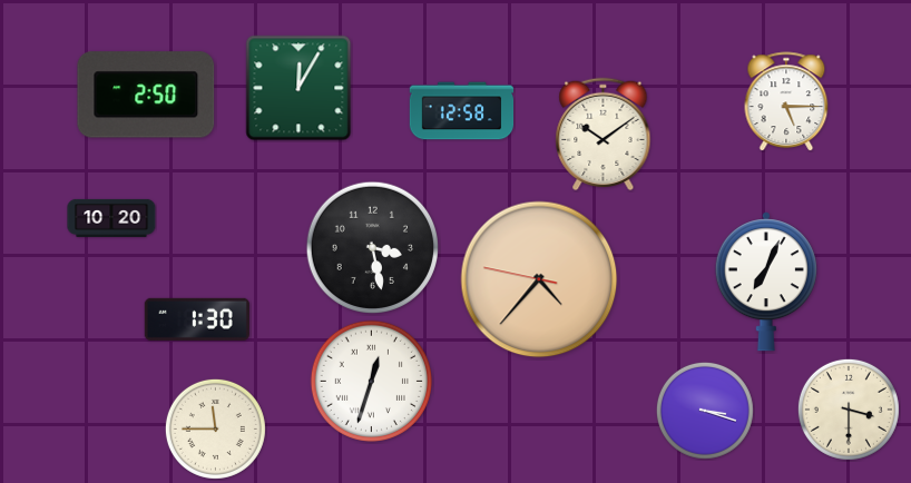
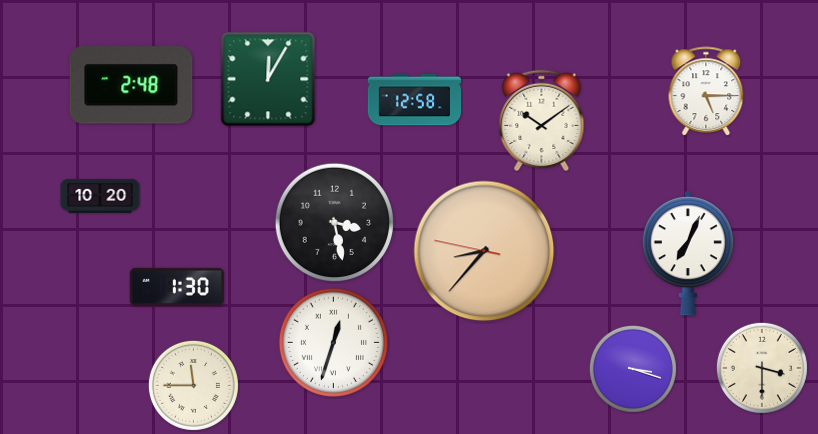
clock at (146, 95): 2:50 -> 2:48
clock at (539, 279): 4:36 -> 8:36
